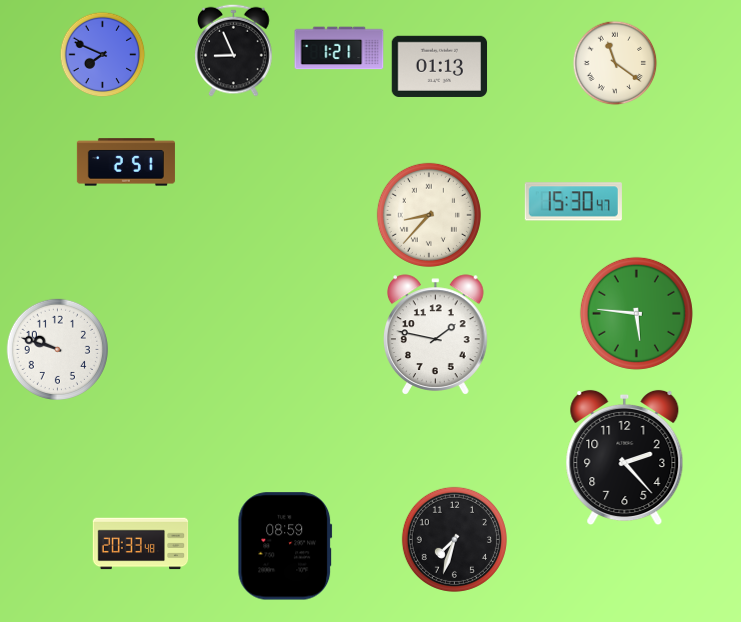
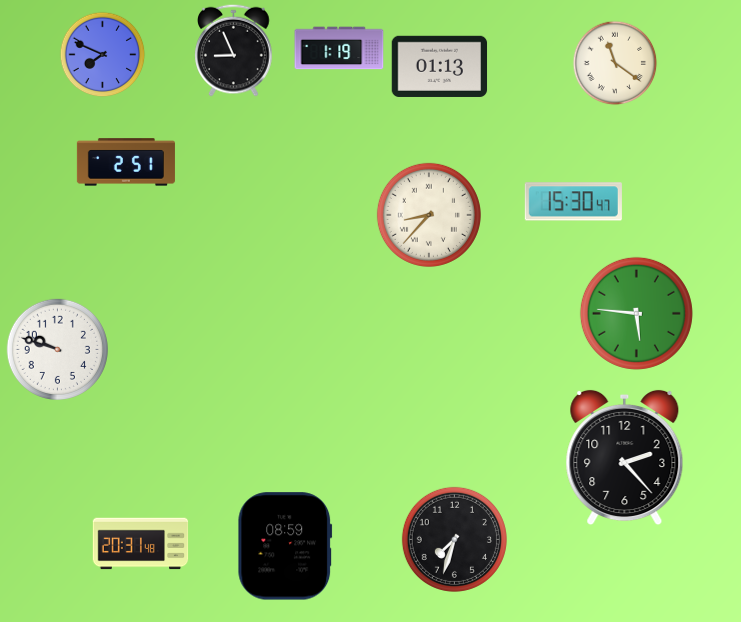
clock at (339, 48): 1:21 -> 1:19
clock at (436, 335): 1:47 -> none
clock at (141, 544): 20:33 -> 20:31
